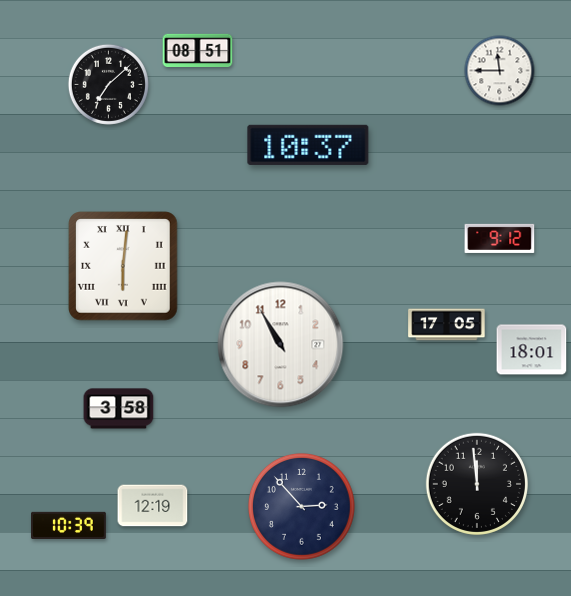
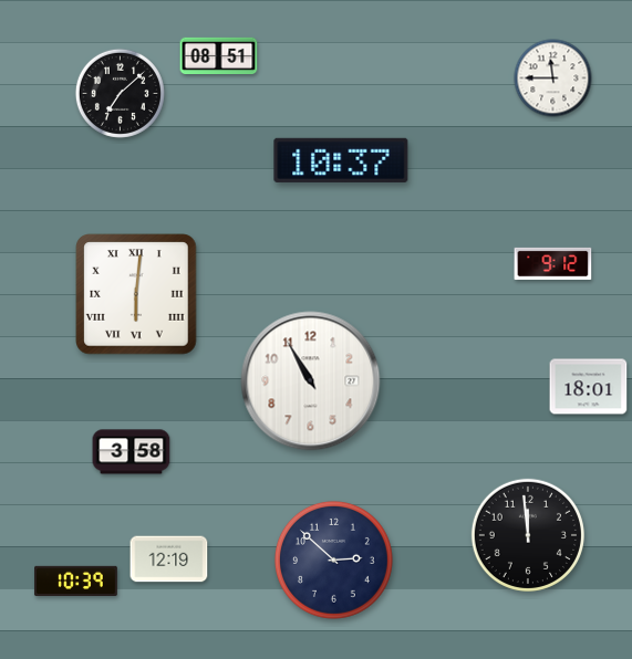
clock at (447, 325): 17:05 -> none
clock at (302, 507): 2:53 -> 2:52
